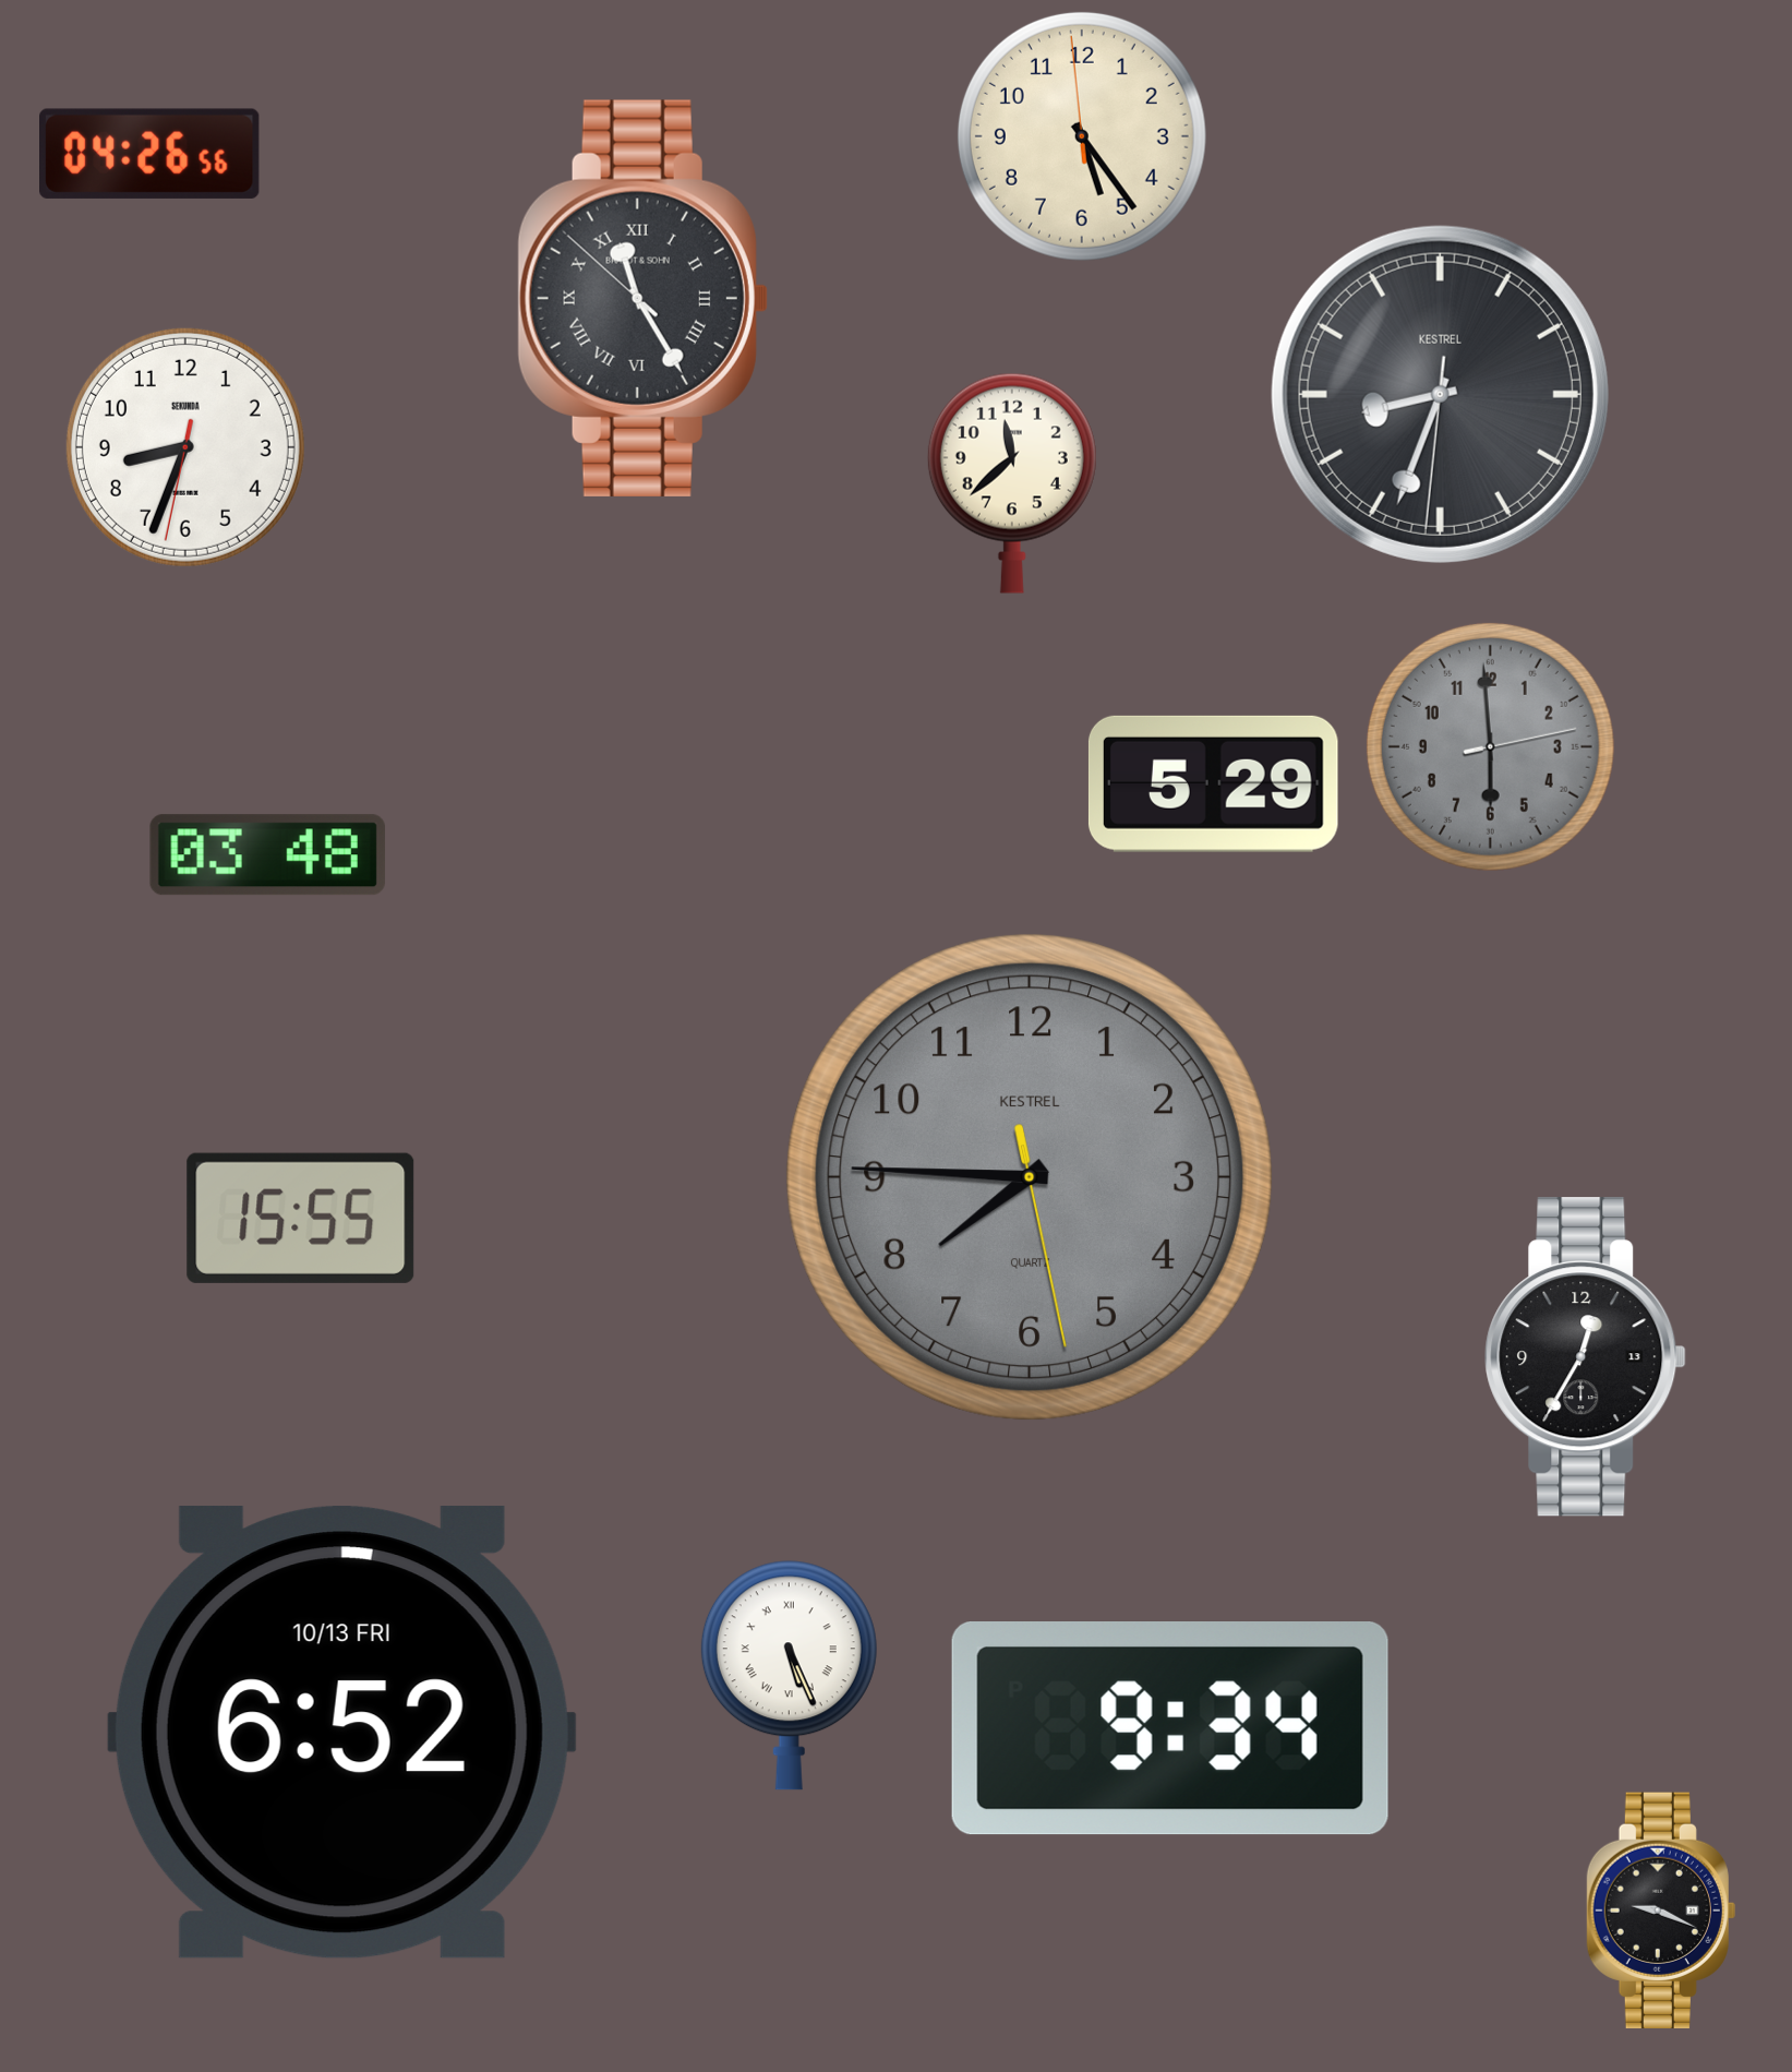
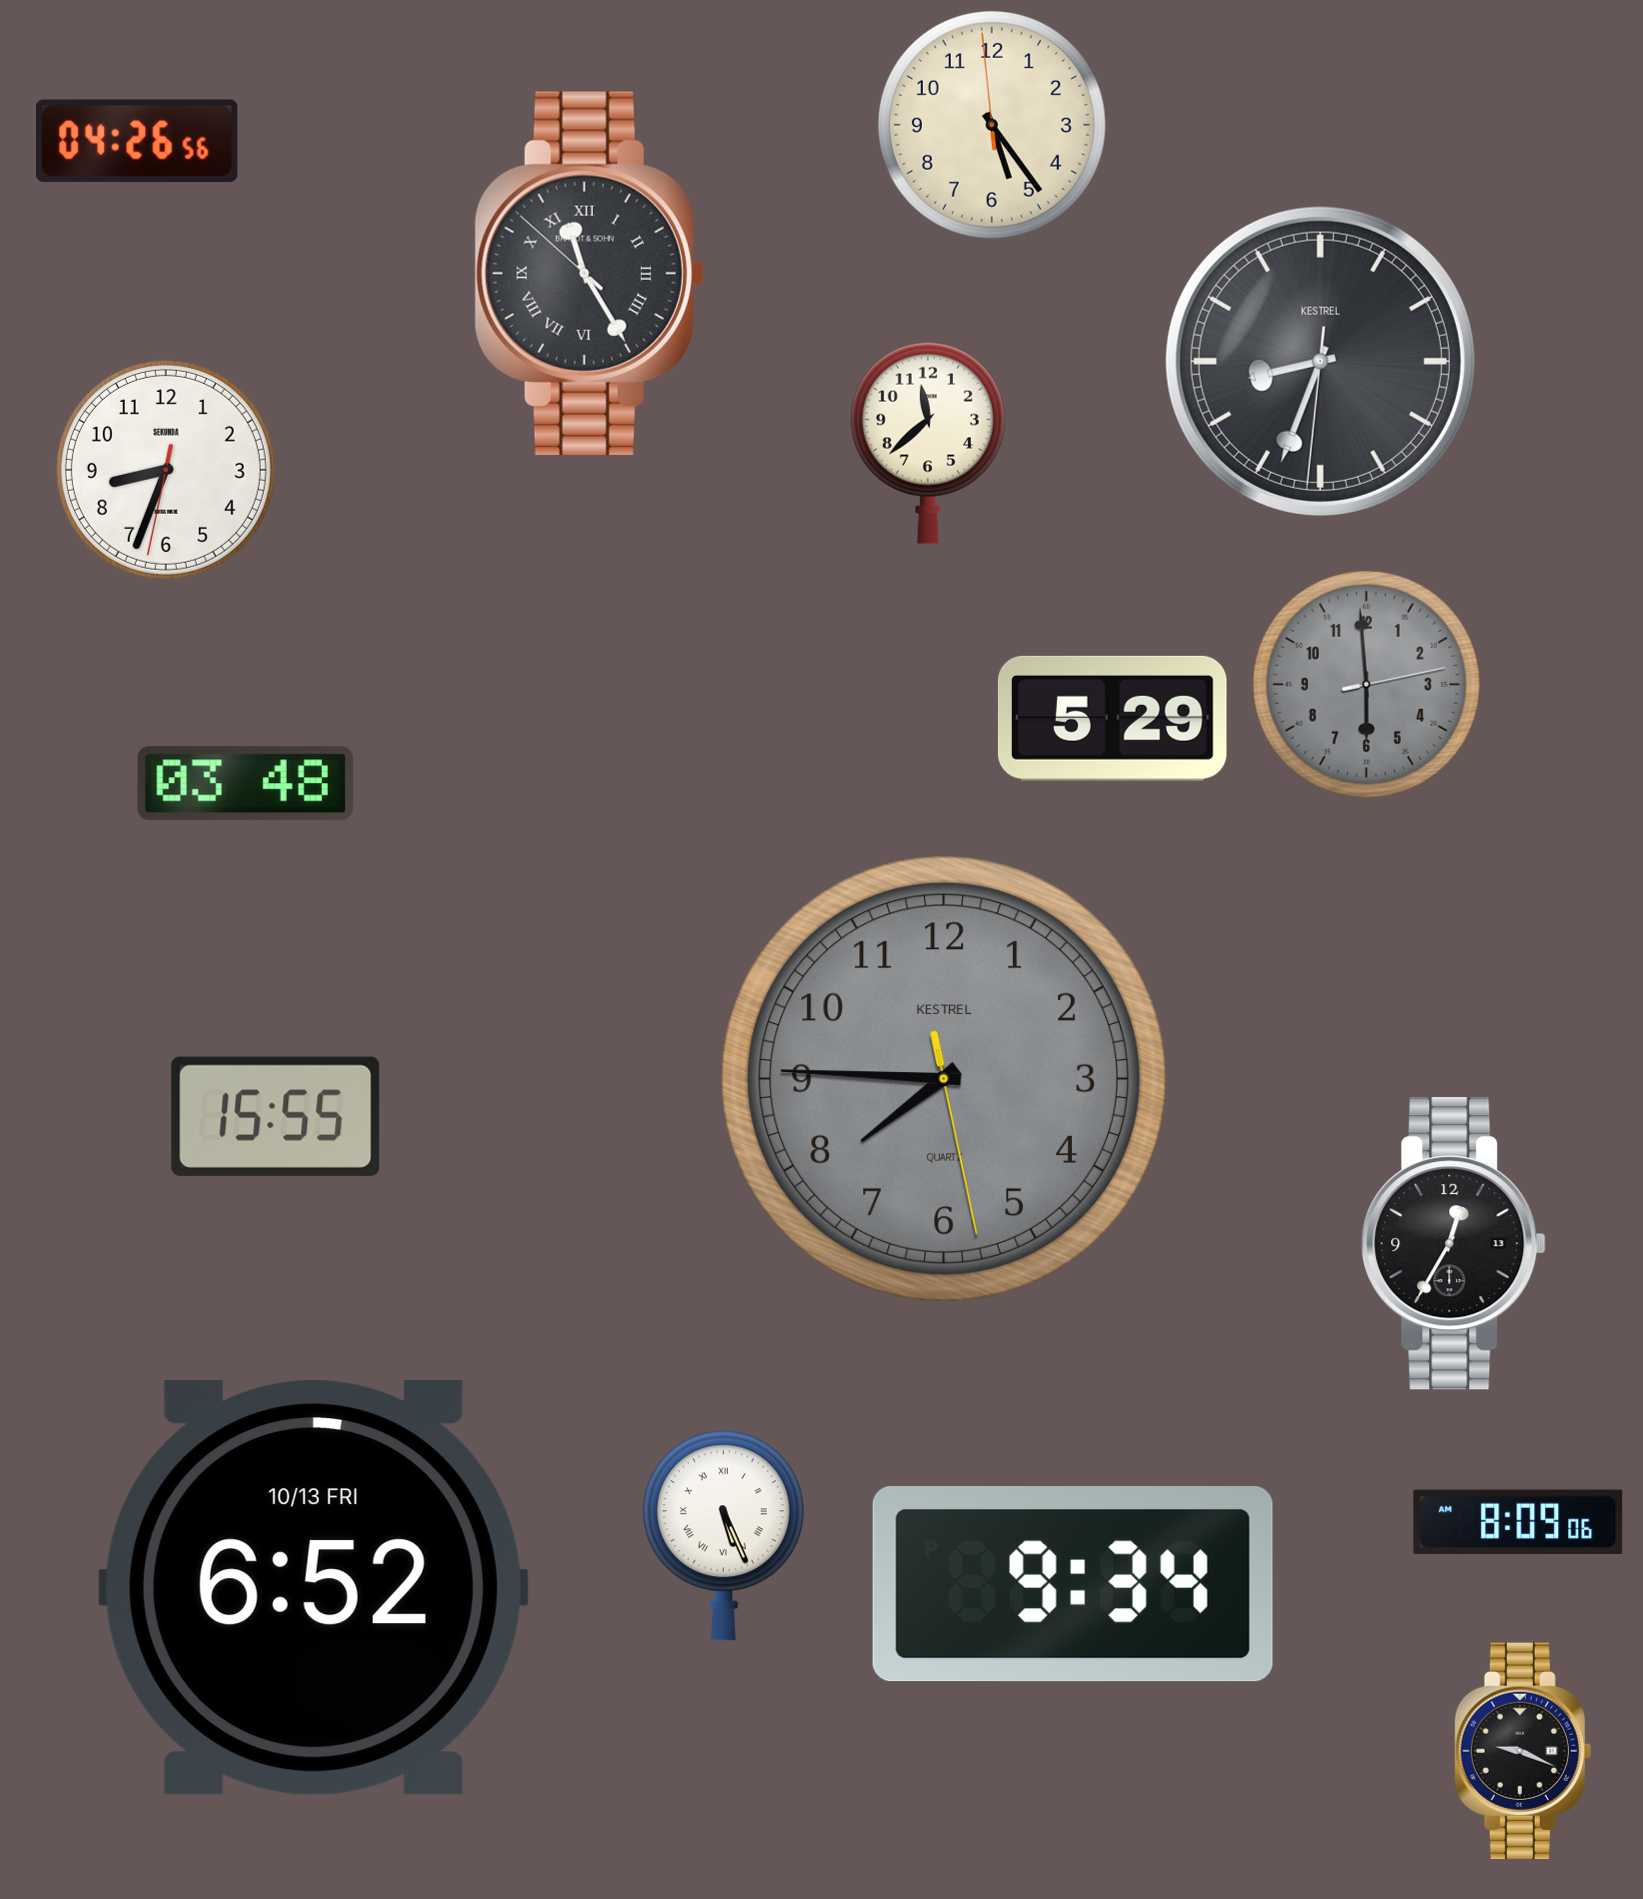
clock at (185, 447) position: (185, 447) -> (166, 470)
clock at (1518, 1521): none -> 8:09
